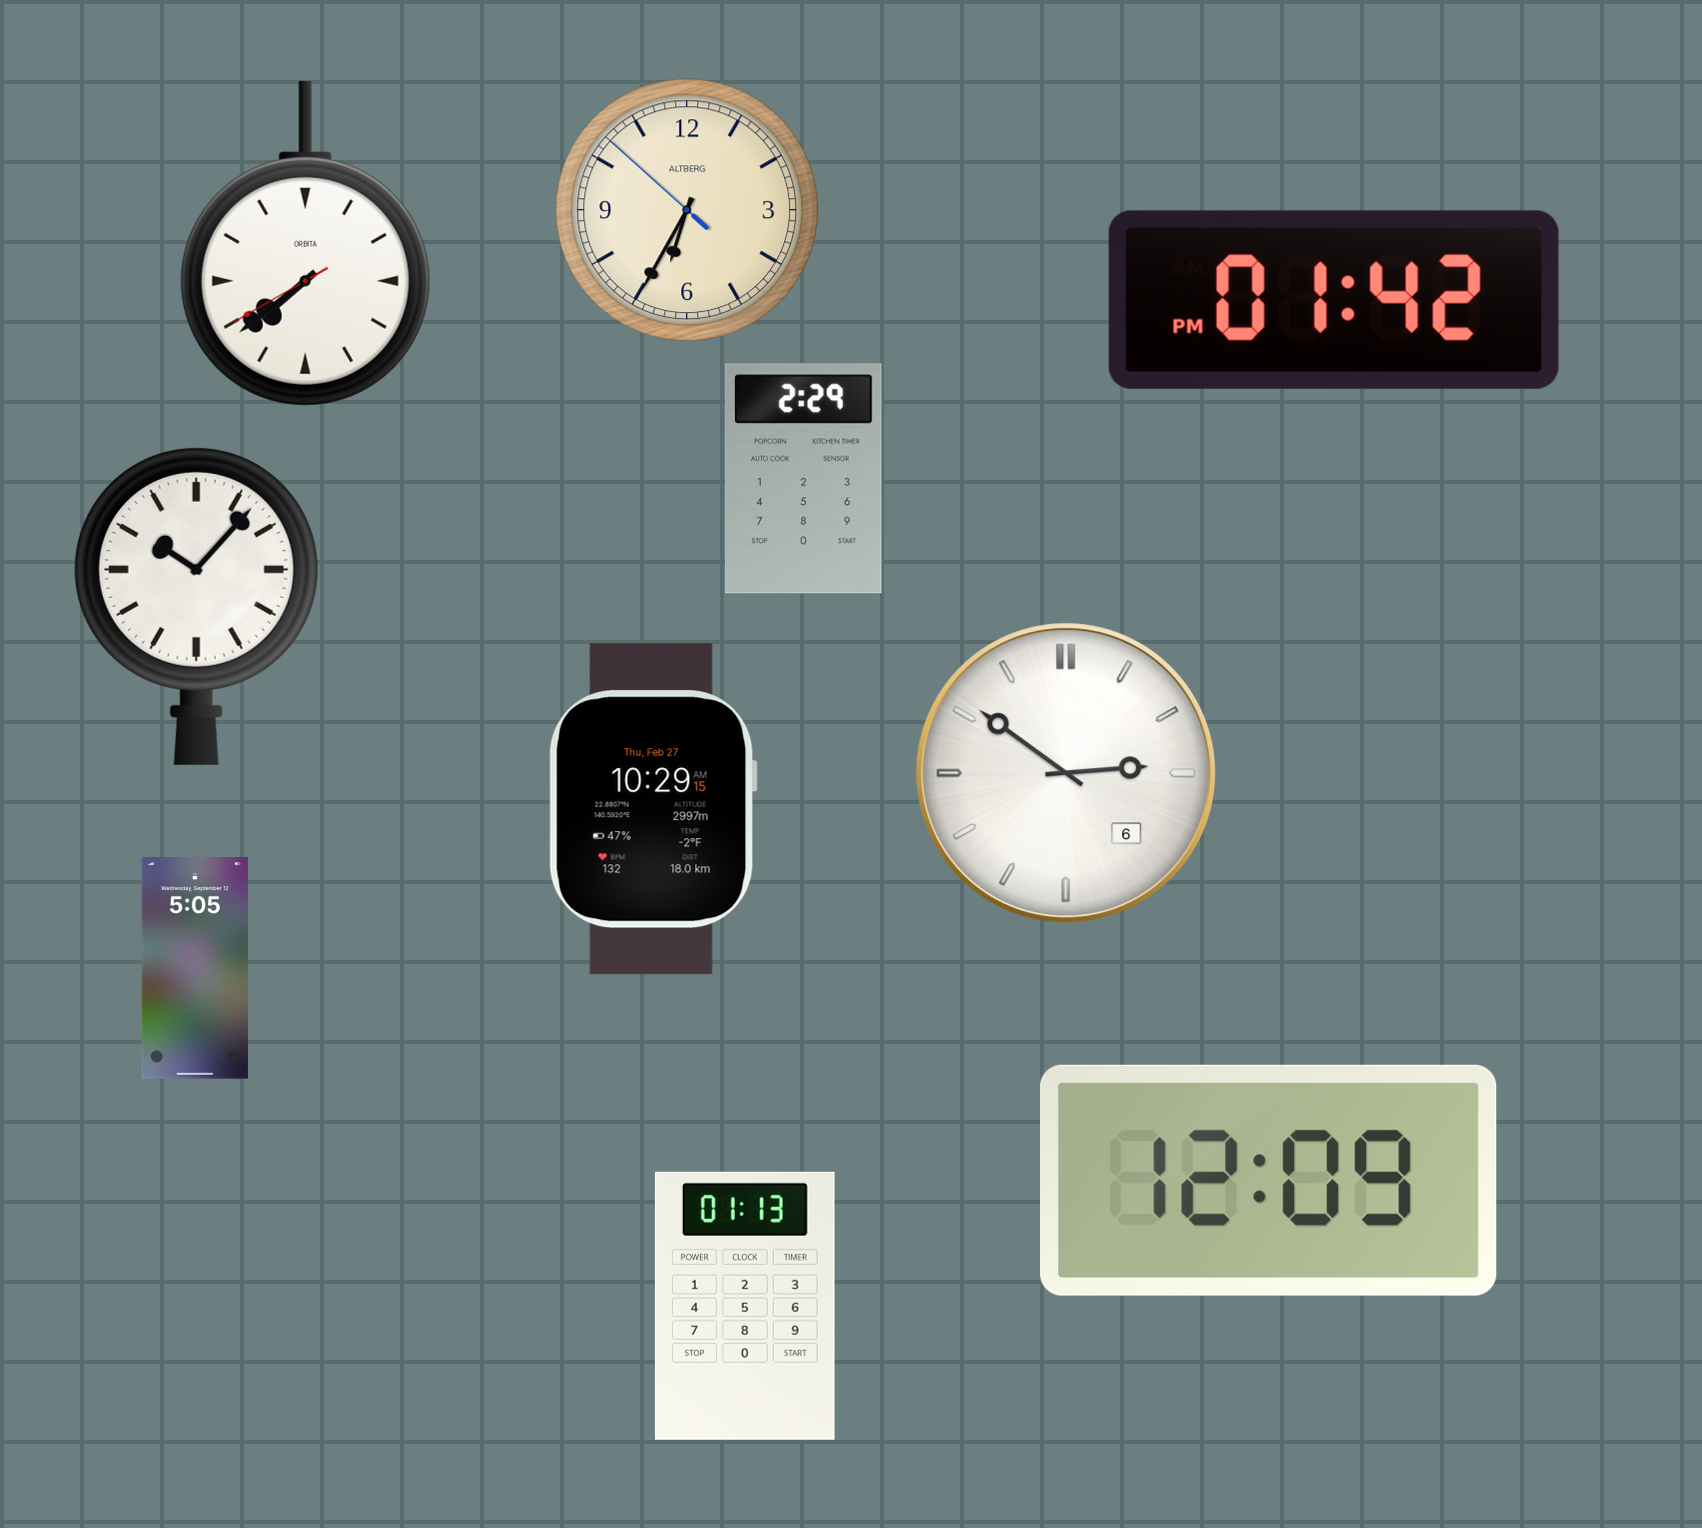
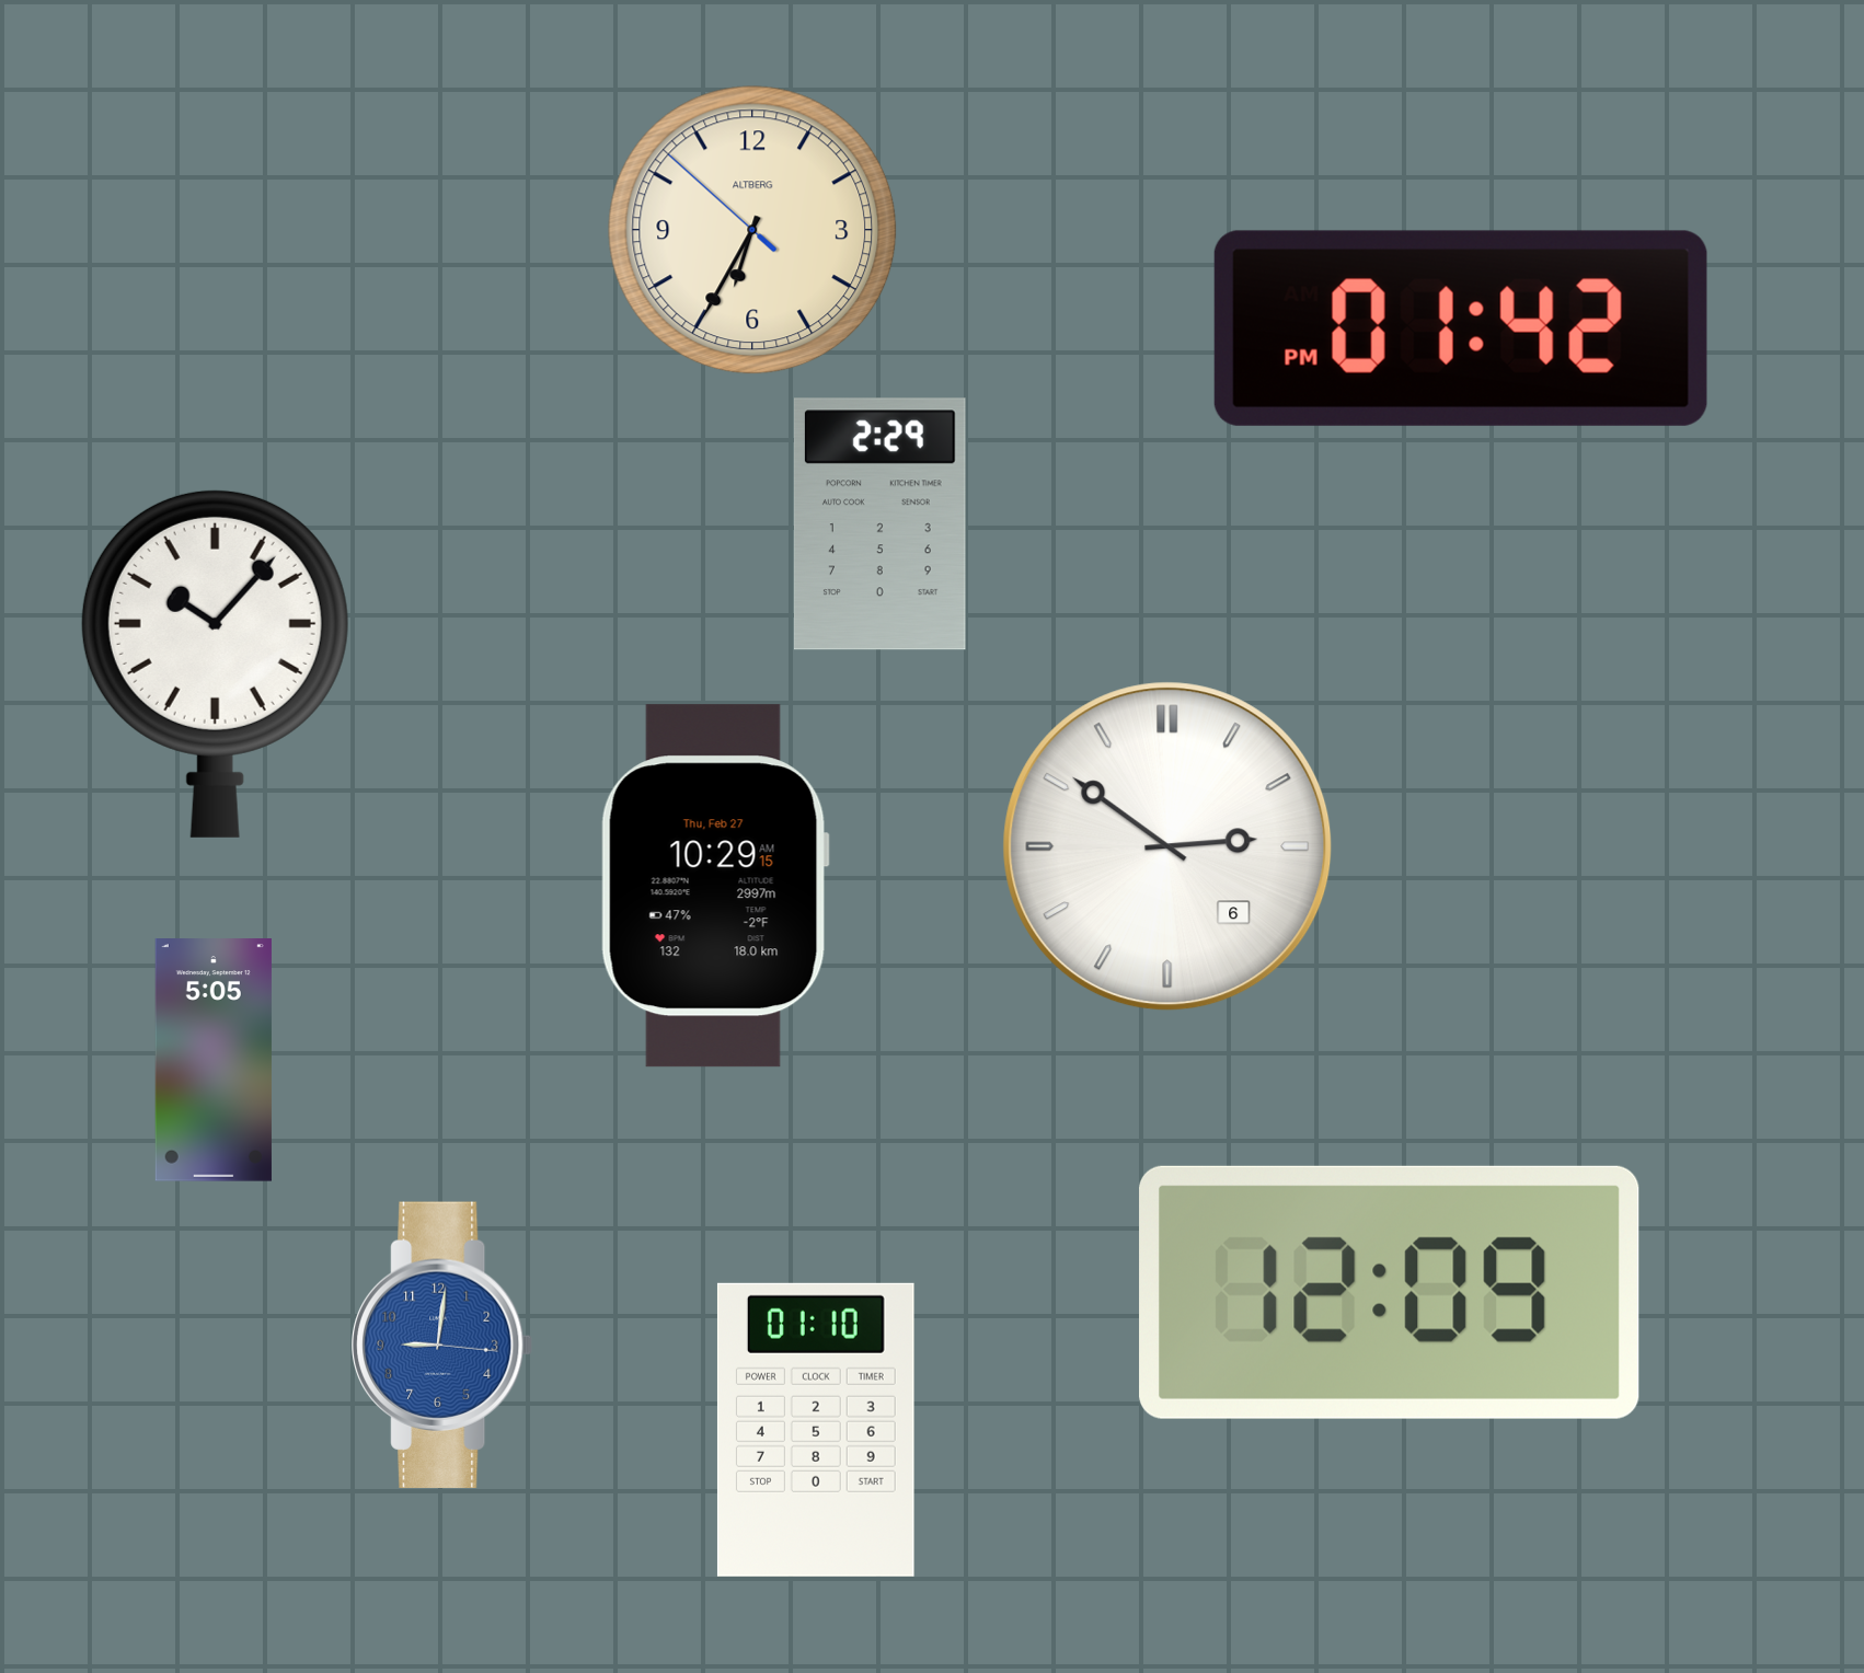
clock at (305, 243): 7:38 -> none
clock at (442, 1345): none -> 9:01
clock at (745, 1306): 01:13 -> 01:10
